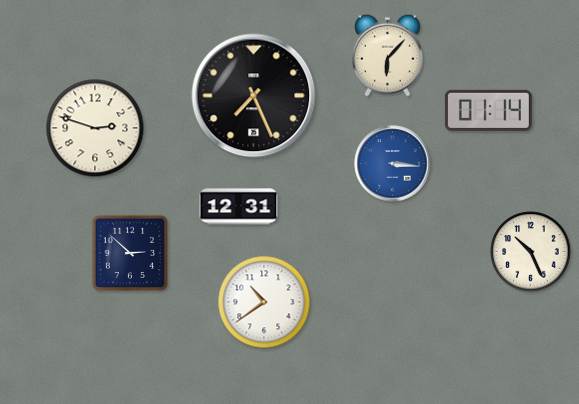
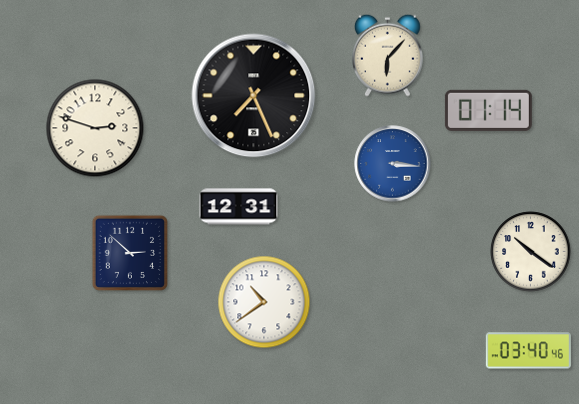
clock at (531, 252): 10:26 -> 10:21
clock at (528, 351): none -> 03:40
